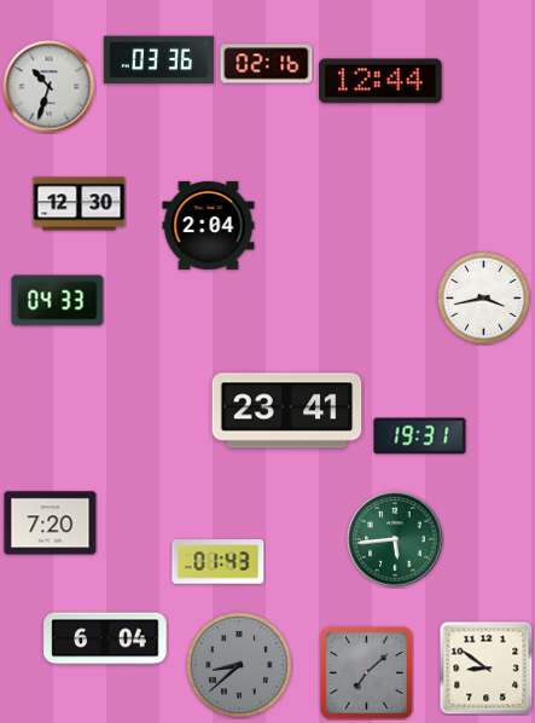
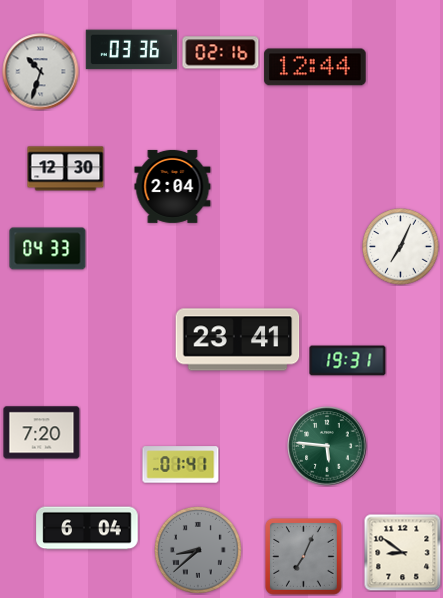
clock at (484, 299): 3:43 -> 7:04
clock at (395, 539): 5:44 -> 5:46
clock at (219, 562): 01:43 -> 01:41
clock at (367, 673): 7:08 -> 7:04
